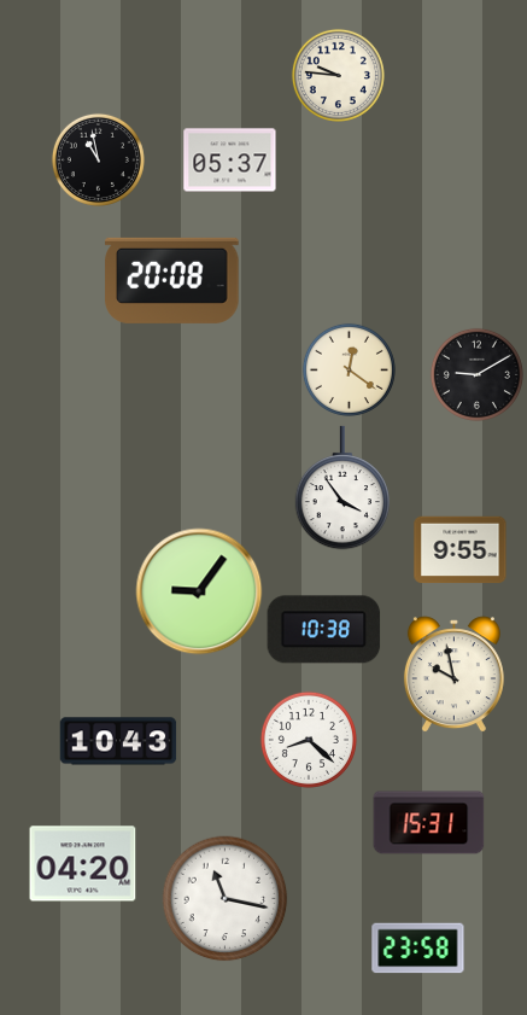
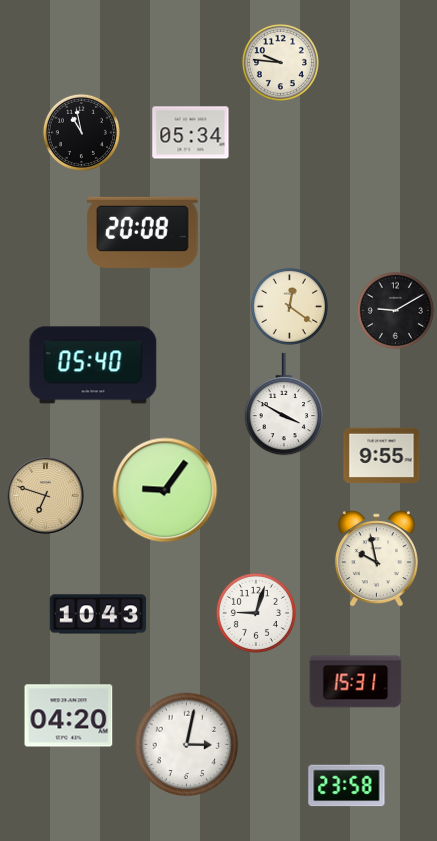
clock at (230, 161): 05:37 -> 05:34
clock at (93, 365): none -> 05:40
clock at (342, 488): 3:54 -> 3:50
clock at (46, 496): none -> 6:48
clock at (324, 630): 10:38 -> none
clock at (309, 740): 8:22 -> 9:03
clock at (226, 899): 11:17 -> 3:02
